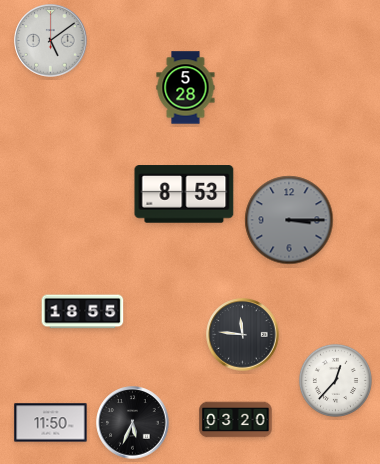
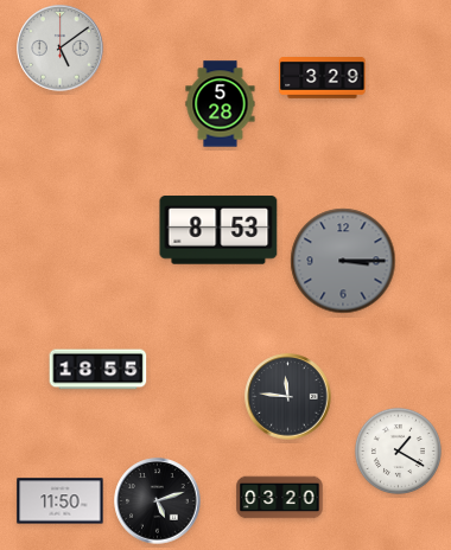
clock at (323, 78): none -> 3:29
clock at (335, 380): 12:37 -> 1:20
clock at (133, 423): 5:34 -> 5:12
